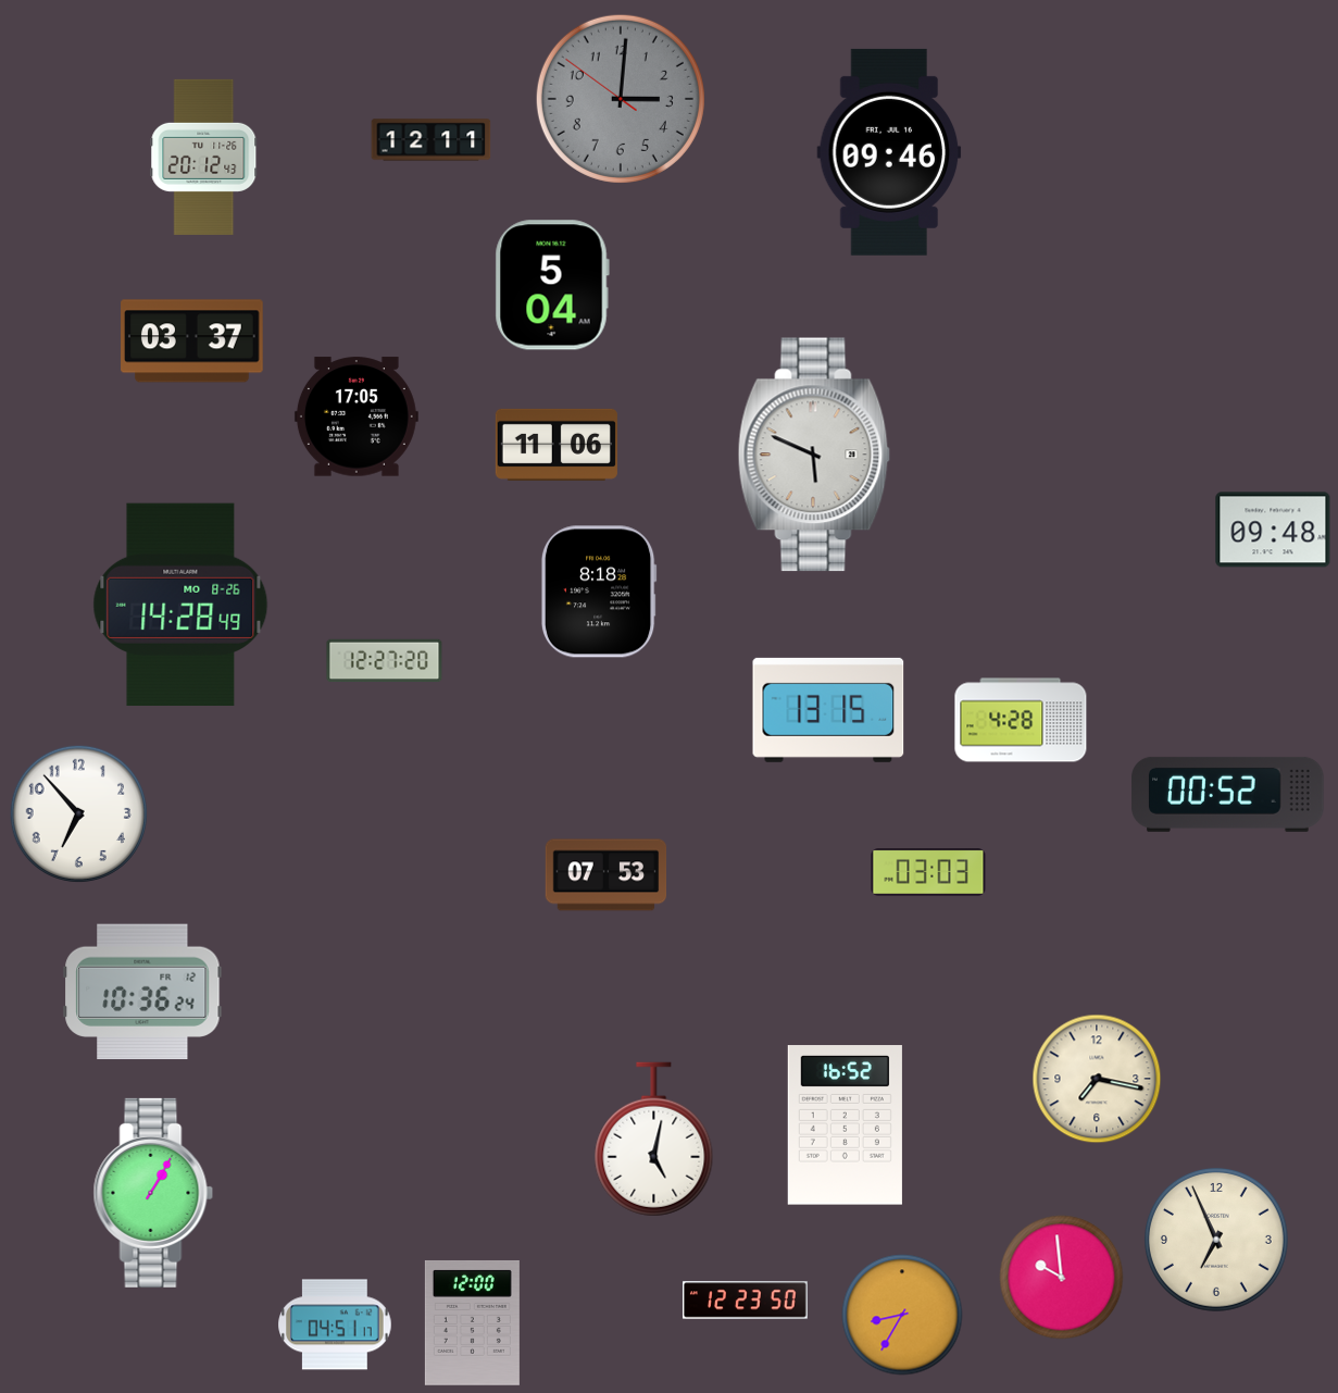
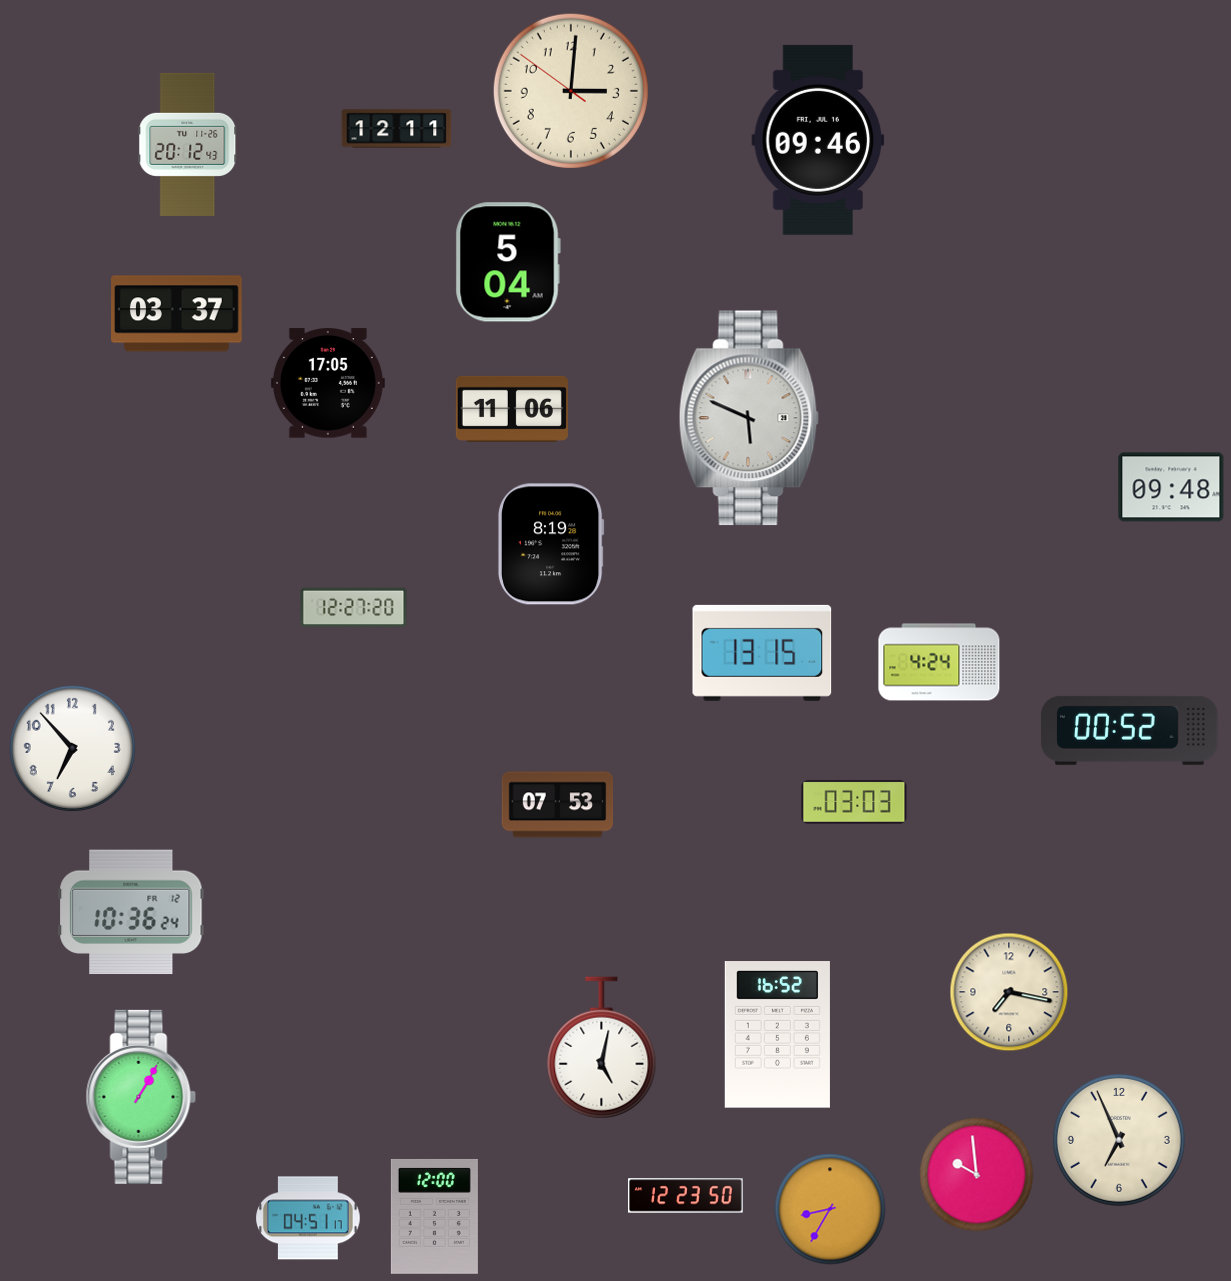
clock at (621, 99) dial: grey -> cream
clock at (599, 592): 8:18 -> 8:19
clock at (180, 604): 14:28 -> none
clock at (1021, 720): 4:28 -> 4:24
